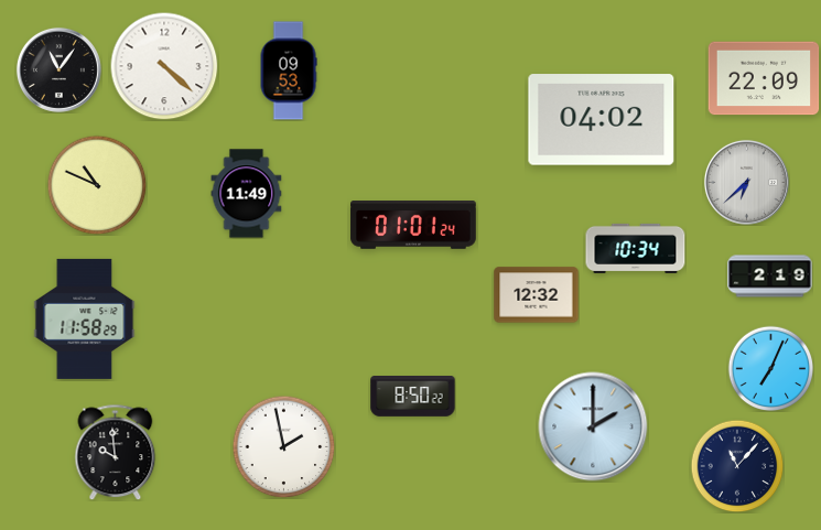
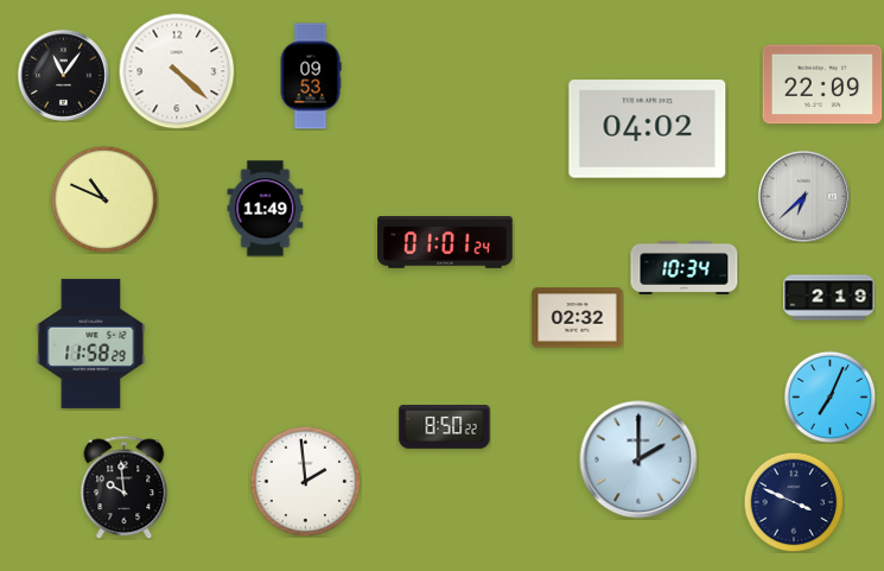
clock at (537, 295): 12:32 -> 02:32
clock at (283, 446): 1:58 -> 1:59
clock at (737, 466): 11:07 -> 3:49
